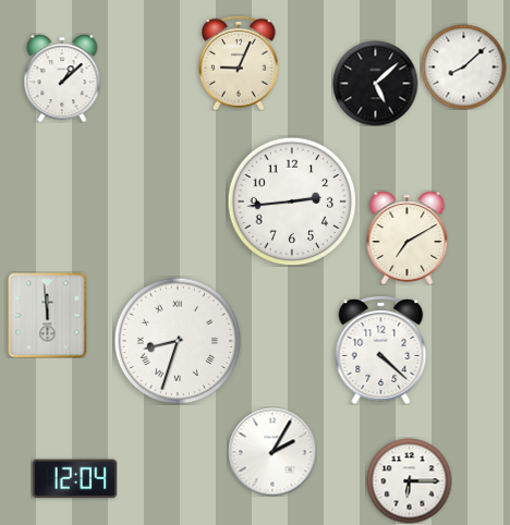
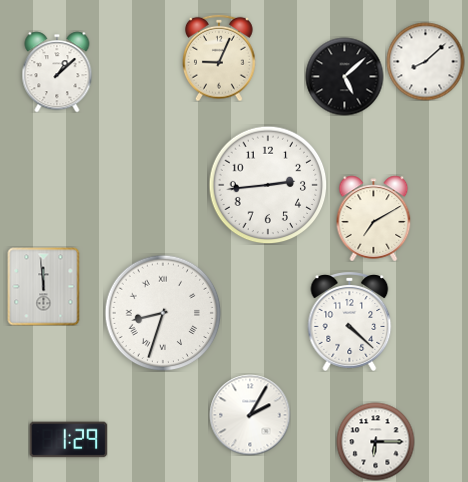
clock at (48, 315) position: (48, 315) -> (44, 286)
clock at (74, 479): 12:04 -> 1:29
